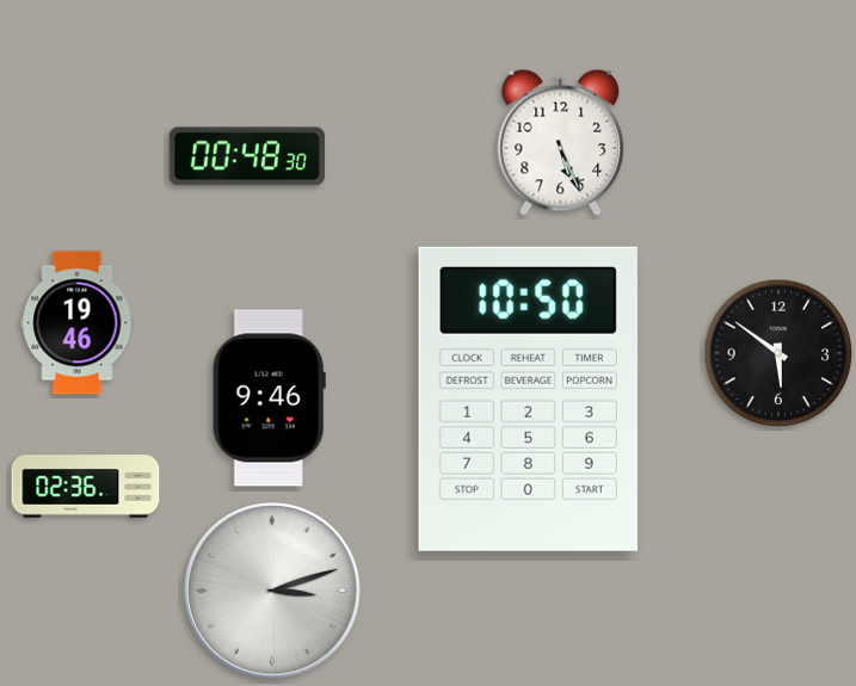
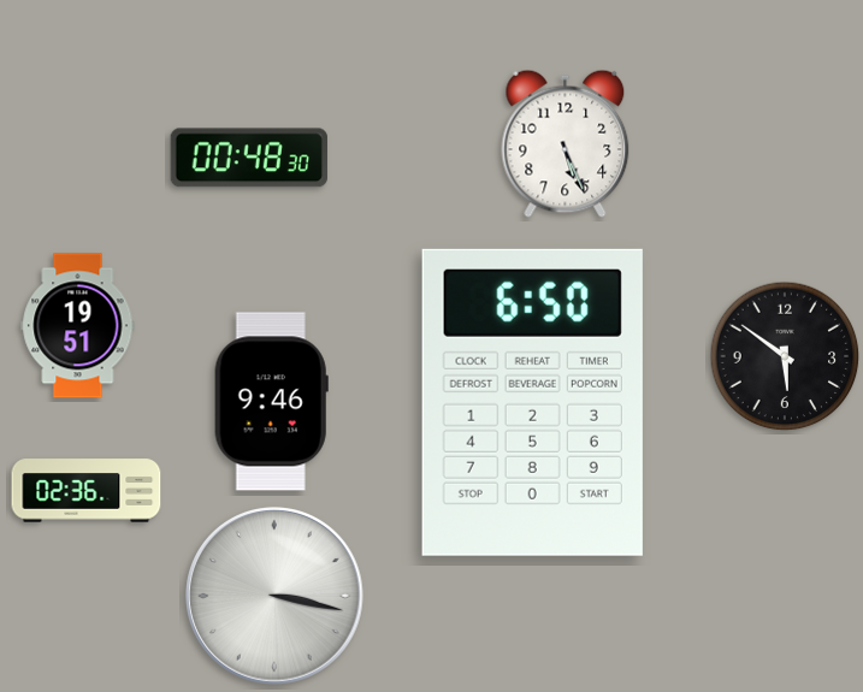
clock at (78, 323): 19:46 -> 19:51
clock at (528, 398): 10:50 -> 6:50
clock at (272, 591): 3:12 -> 3:17
